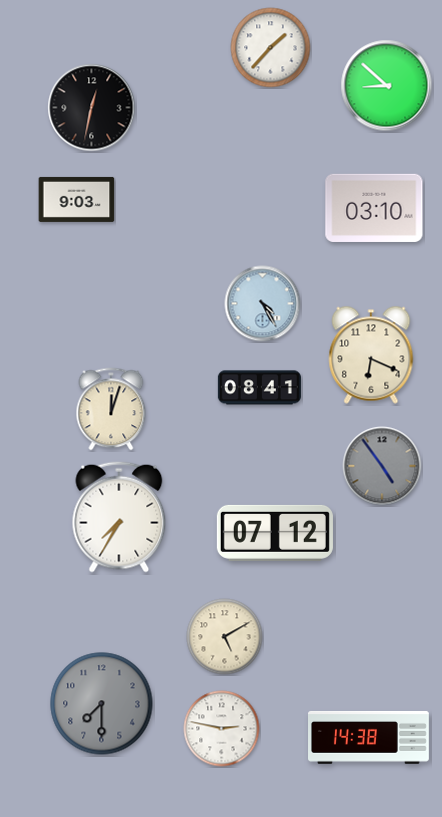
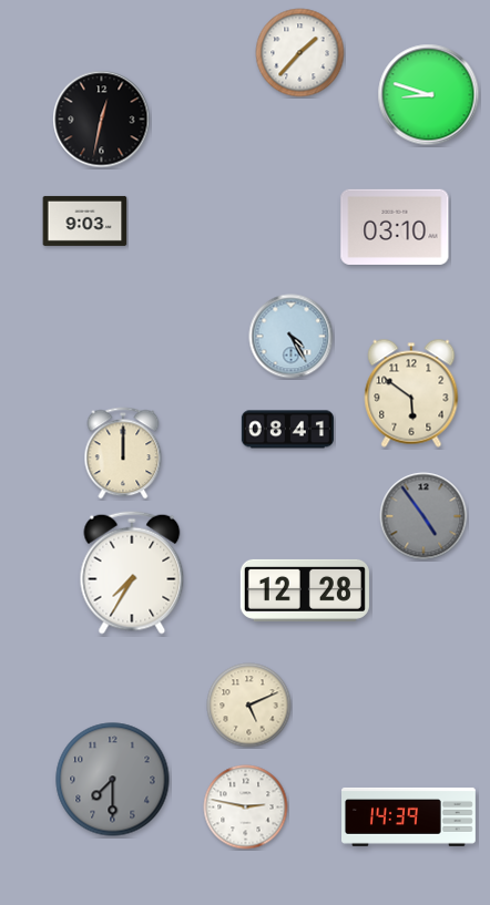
clock at (387, 86): 8:52 -> 8:48
clock at (374, 208) position: (374, 208) -> (395, 227)
clock at (371, 355): 6:19 -> 5:51
clock at (111, 409): 12:03 -> 12:00
clock at (275, 533): 07:12 -> 12:28
clock at (225, 637): 5:10 -> 5:11
clock at (369, 738): 14:38 -> 14:39
